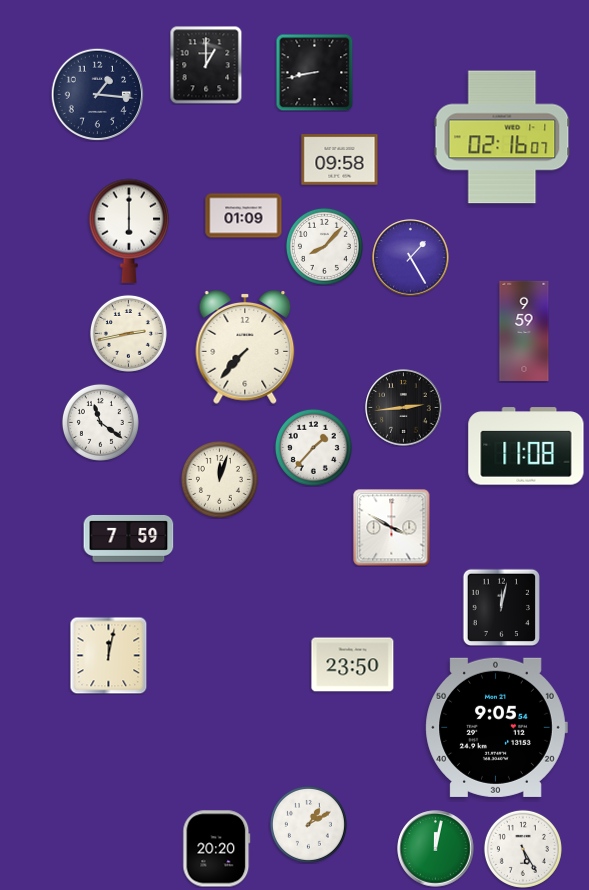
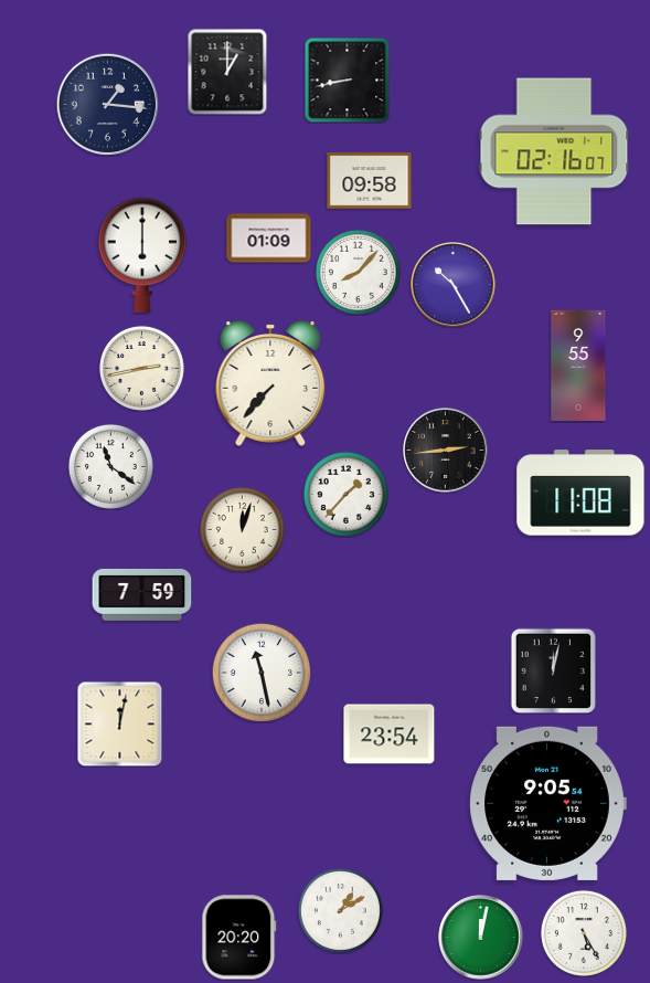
clock at (340, 160) position: (340, 160) -> (370, 181)
clock at (411, 258): 1:25 -> 10:25
clock at (524, 331): 9:59 -> 9:55
clock at (392, 528): 3:50 -> none
clock at (262, 673): none -> 11:28
clock at (353, 665): 23:50 -> 23:54
clock at (523, 849) position: (523, 849) -> (584, 933)
